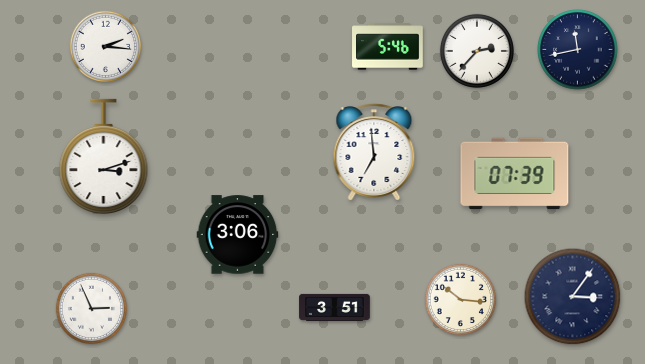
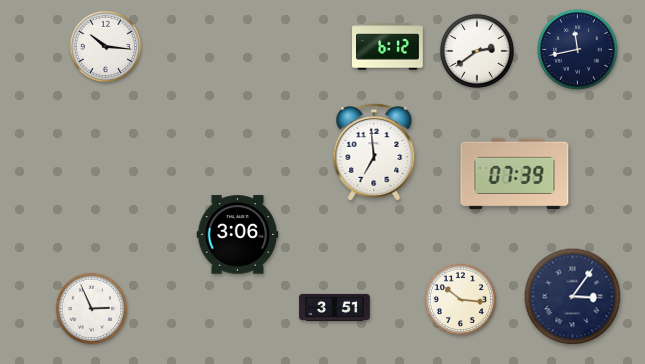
clock at (106, 47): 2:16 -> 10:16
clock at (388, 47): 5:46 -> 6:12
clock at (477, 51): 2:37 -> 2:39
clock at (104, 157): 3:12 -> none
